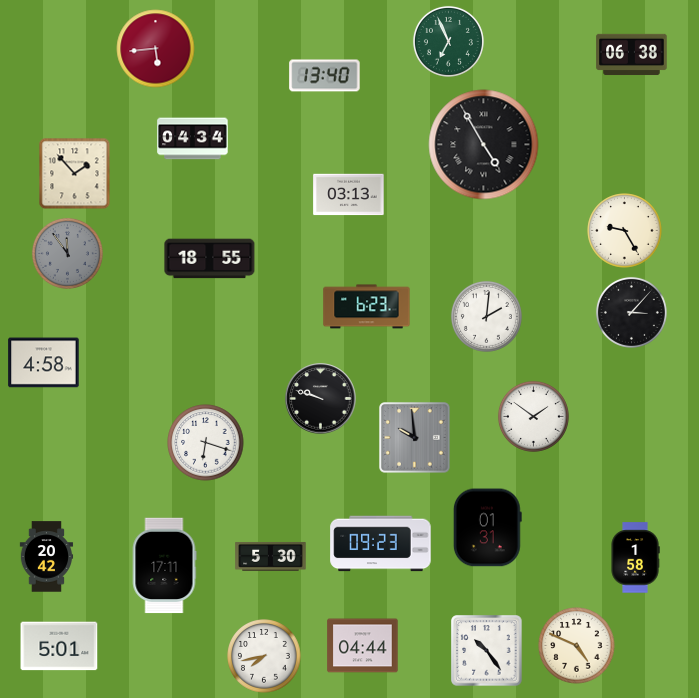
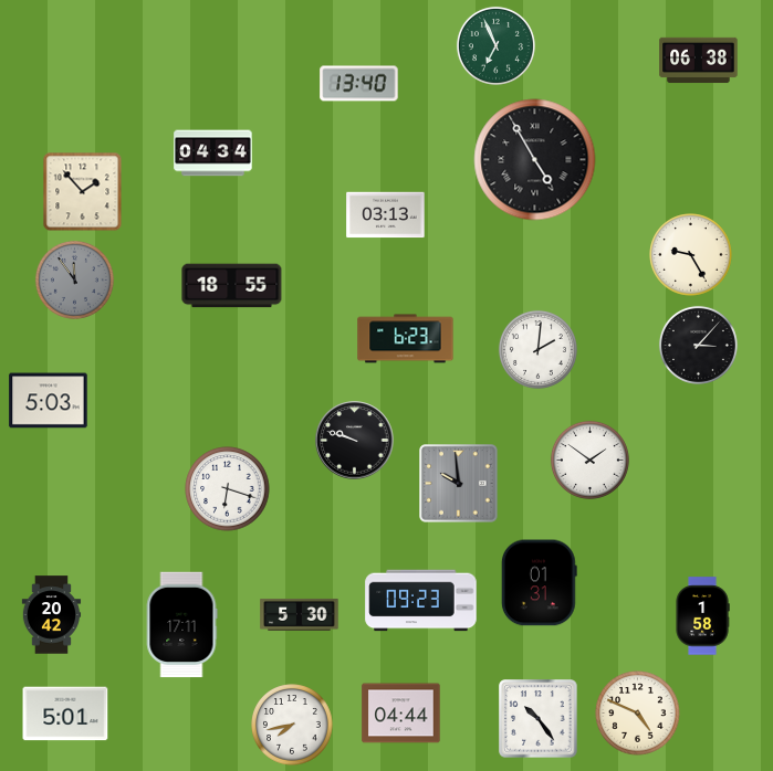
clock at (156, 49): 5:44 -> none
clock at (44, 363): 4:58 -> 5:03
